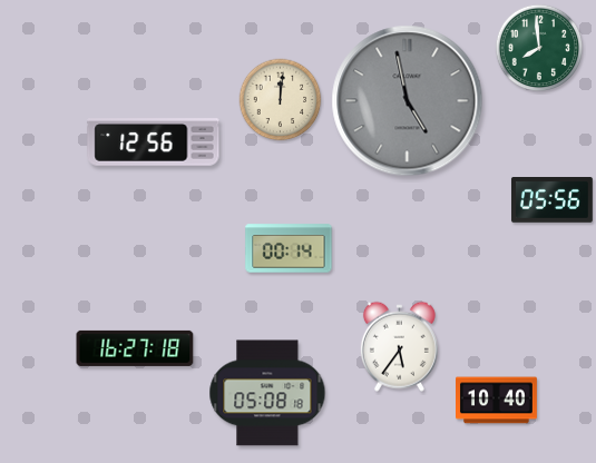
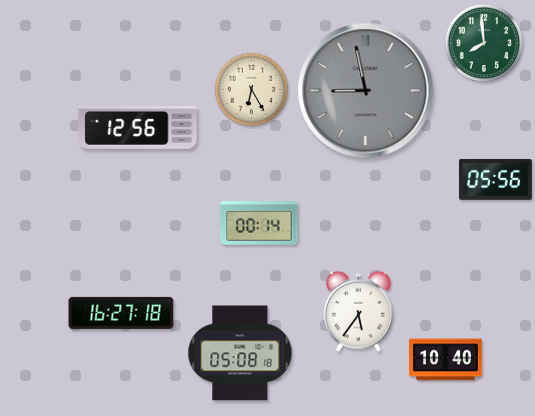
clock at (281, 100): 12:01 -> 6:25
clock at (408, 101): 4:58 -> 8:58
